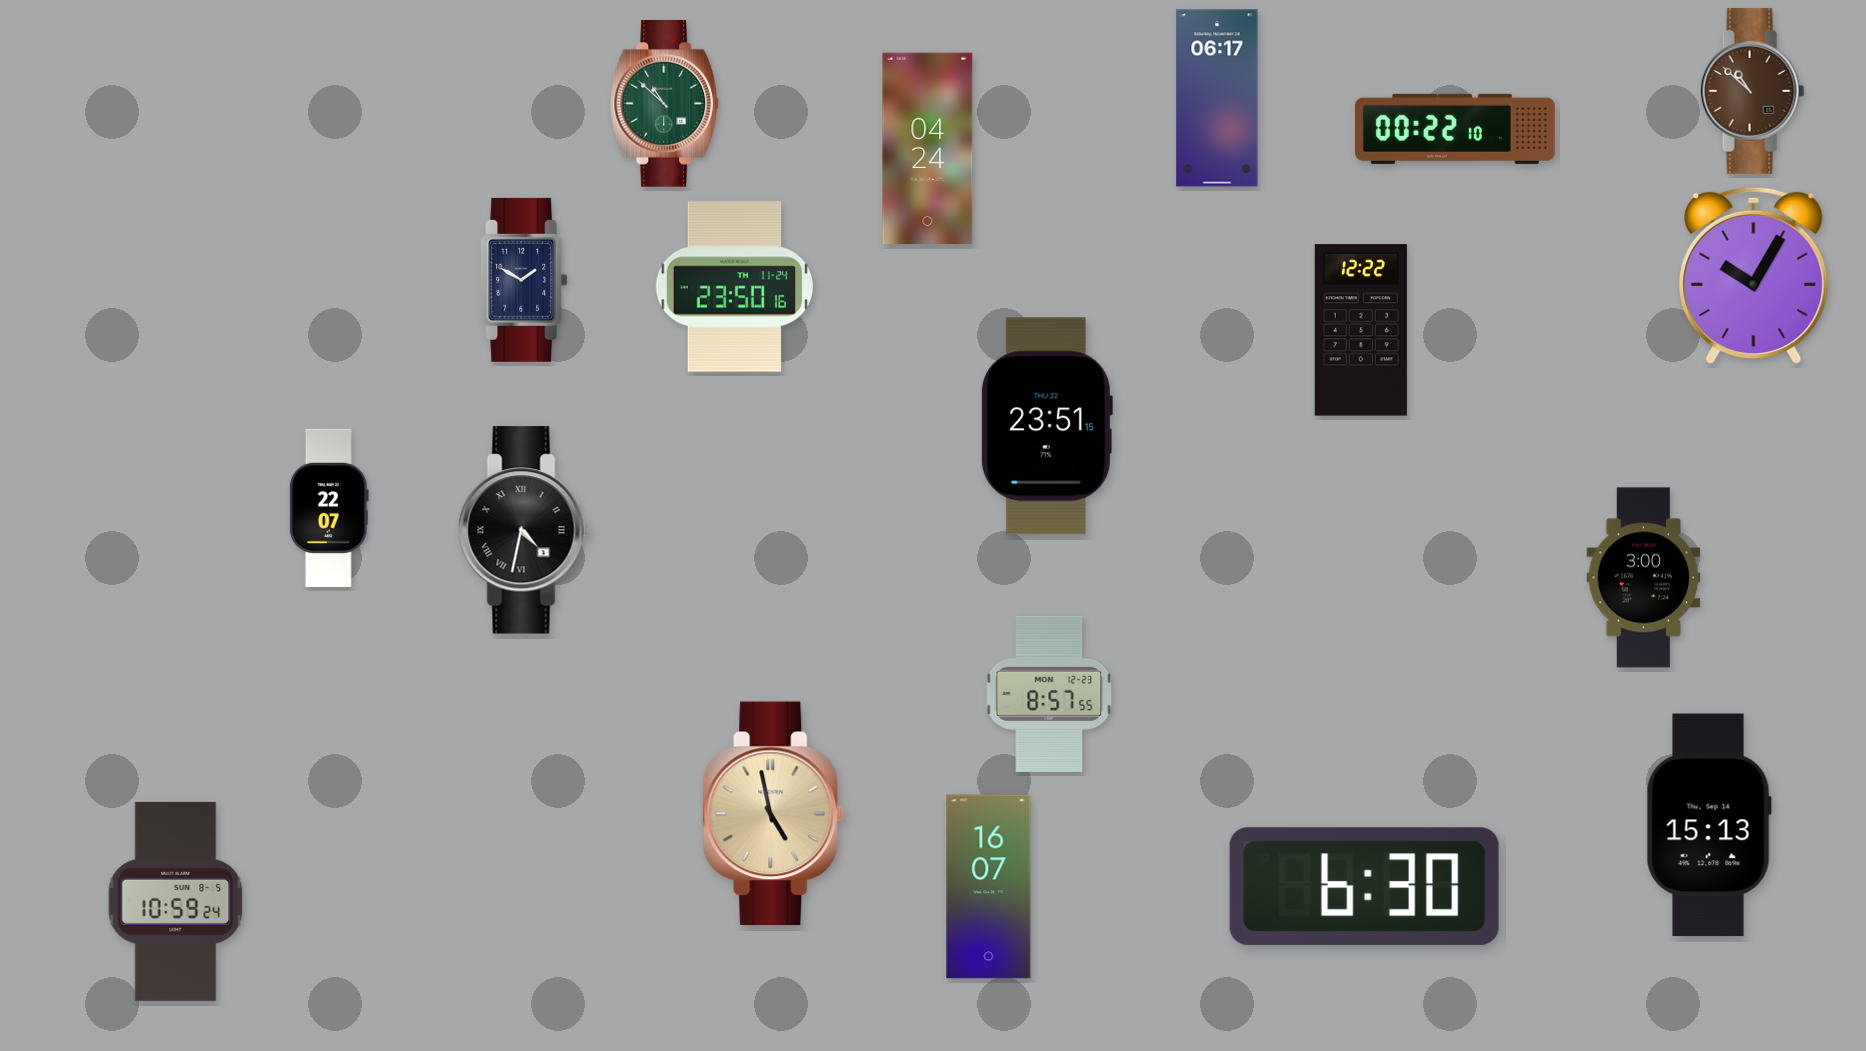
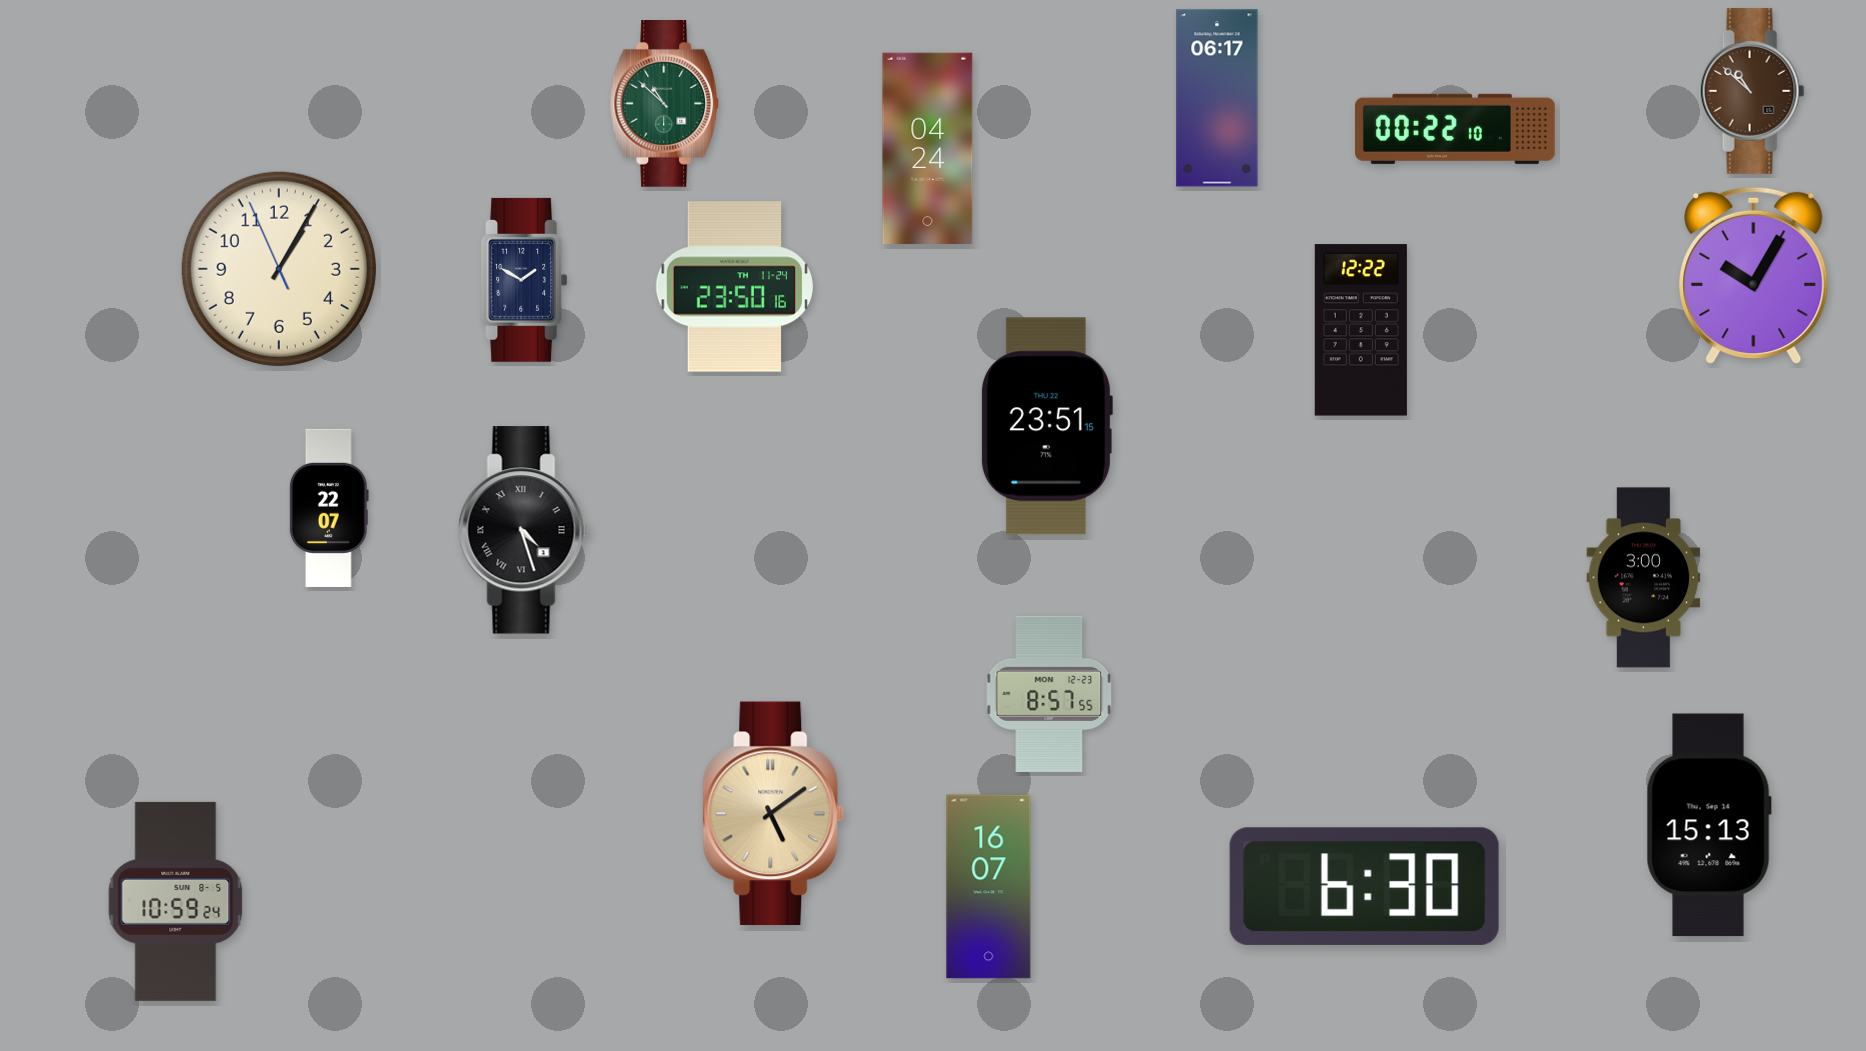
clock at (279, 269): none -> 1:04
clock at (524, 530): 4:32 -> 4:27
clock at (774, 814): 4:58 -> 5:09
